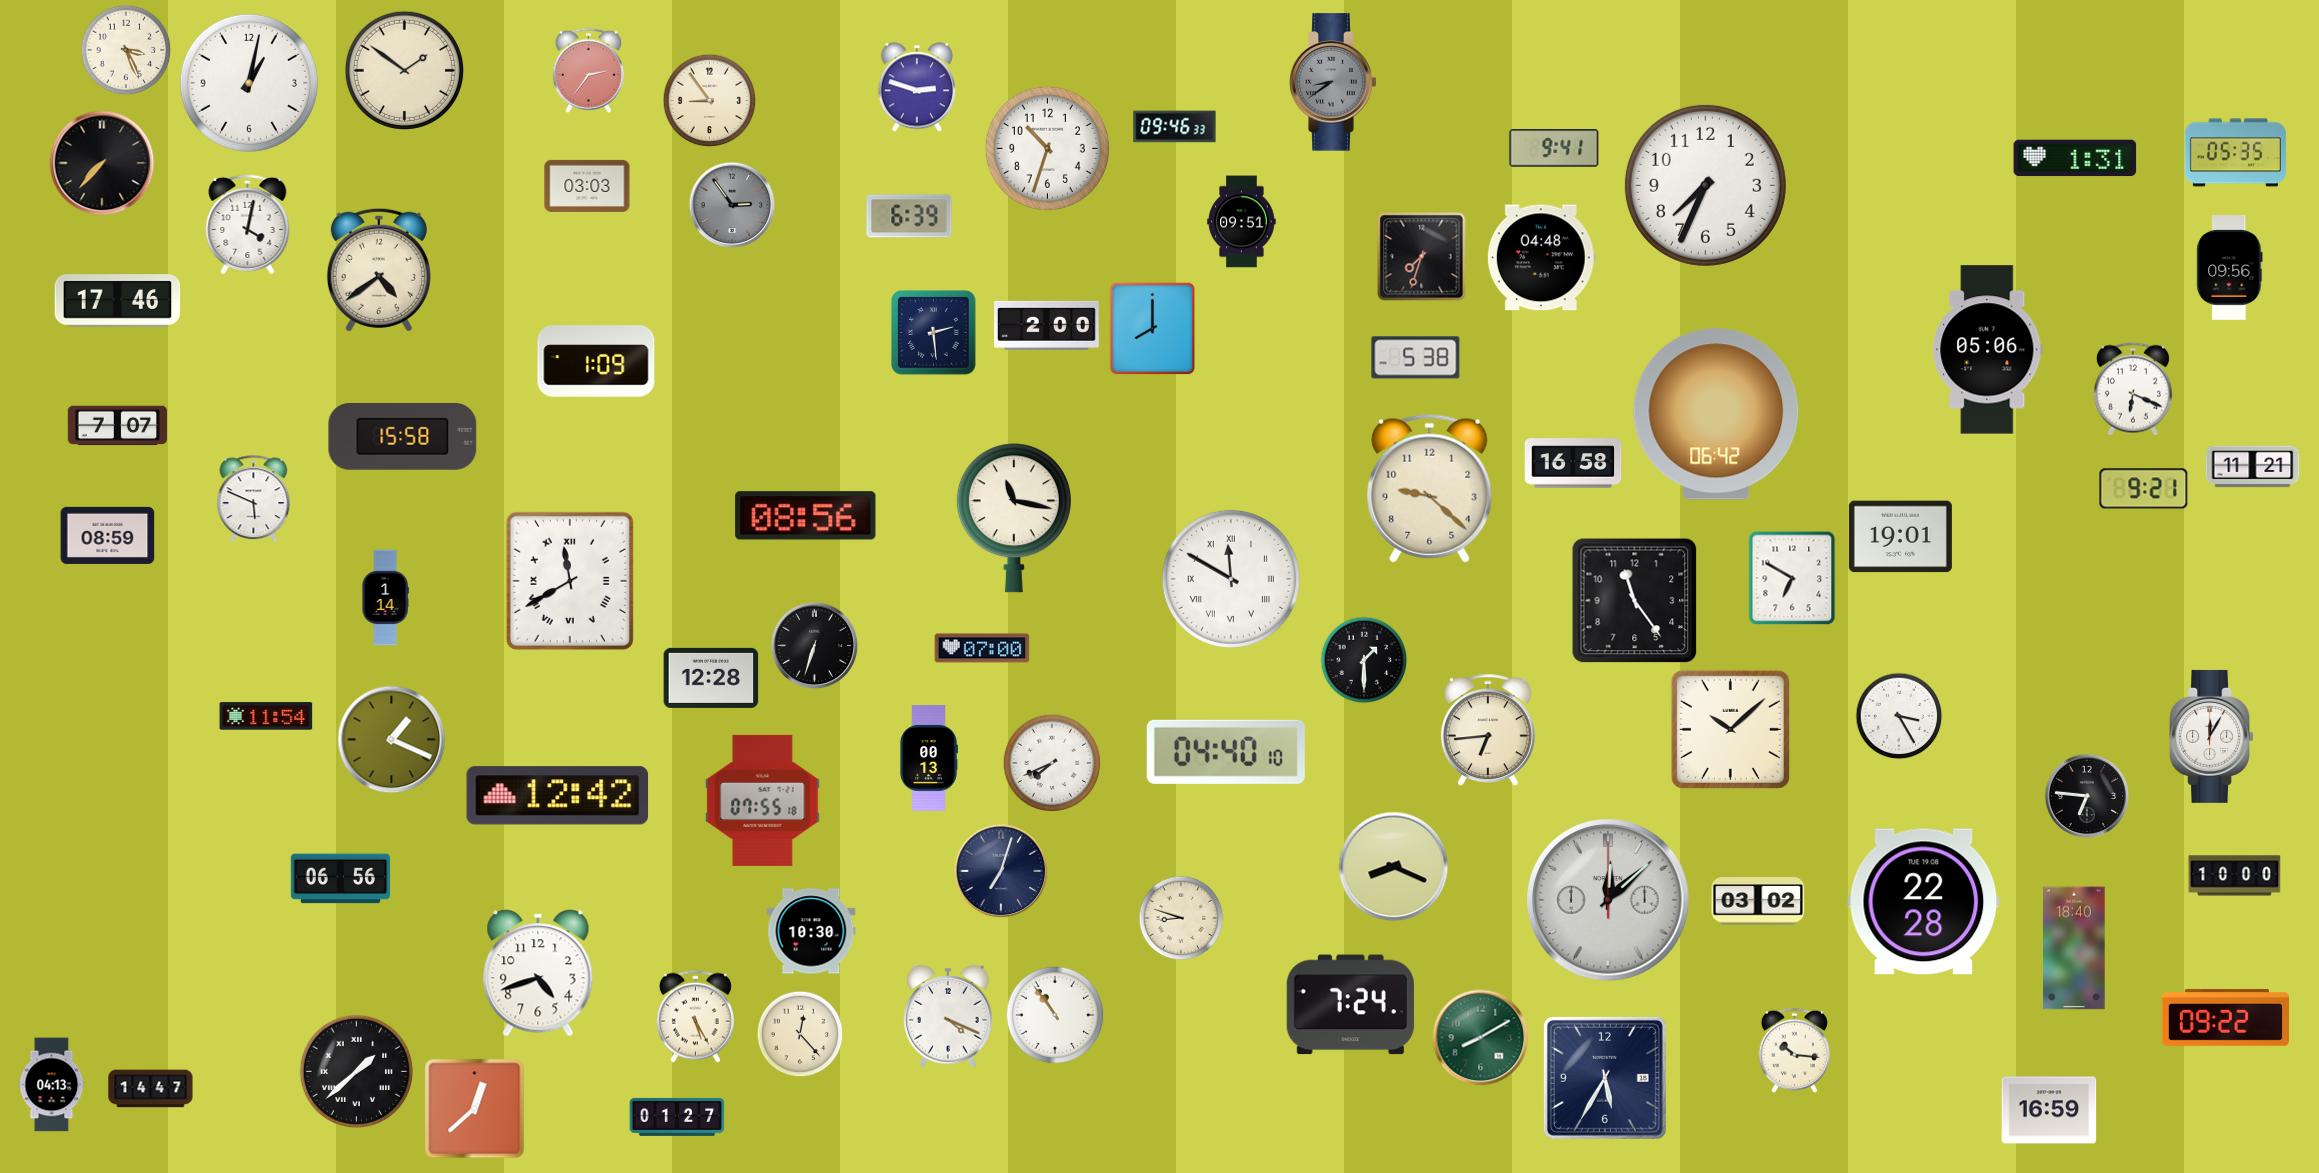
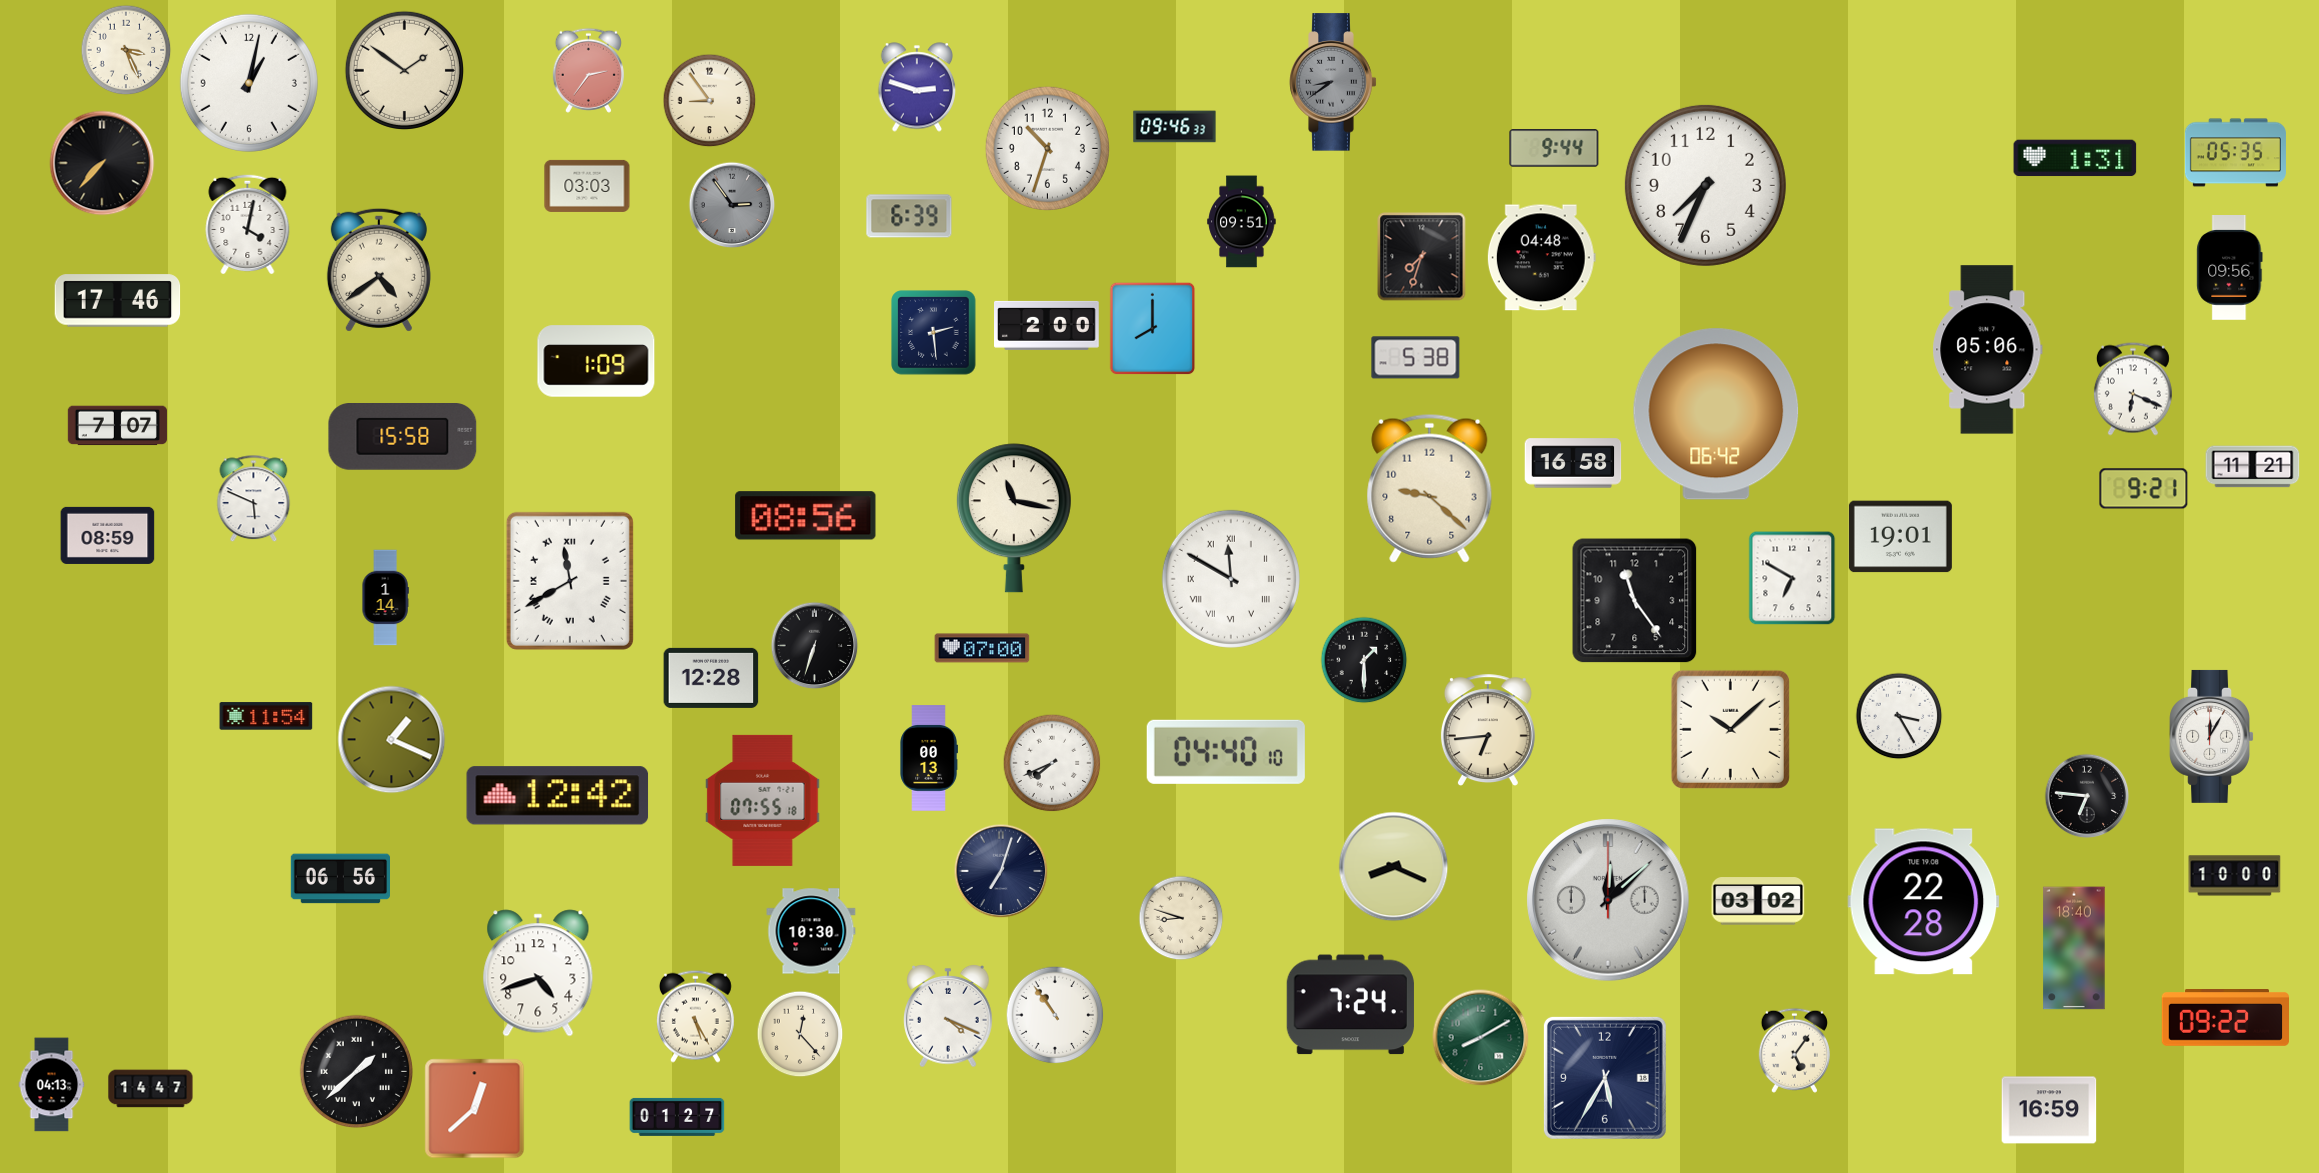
clock at (1554, 148): 9:41 -> 9:44
clock at (1794, 1050): 10:16 -> 5:06
